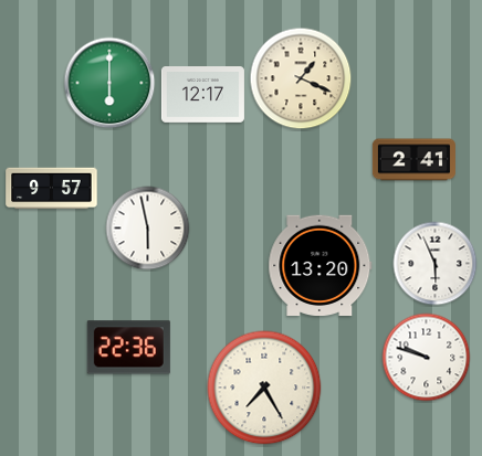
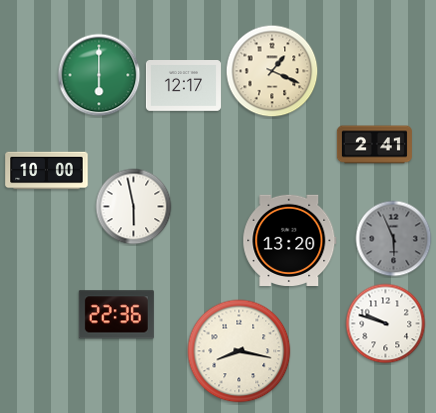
clock at (52, 189): 9:57 -> 10:00
clock at (436, 264) dial: white -> grey
clock at (264, 388): 7:25 -> 8:17
